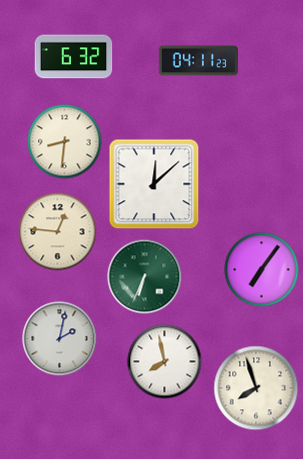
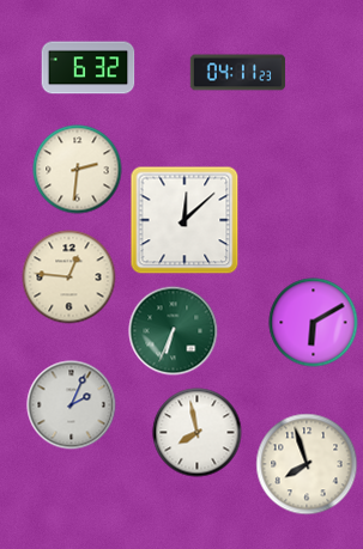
clock at (65, 142): 8:31 -> 2:31
clock at (262, 270): 7:06 -> 6:10
clock at (60, 339): 2:02 -> 2:04
